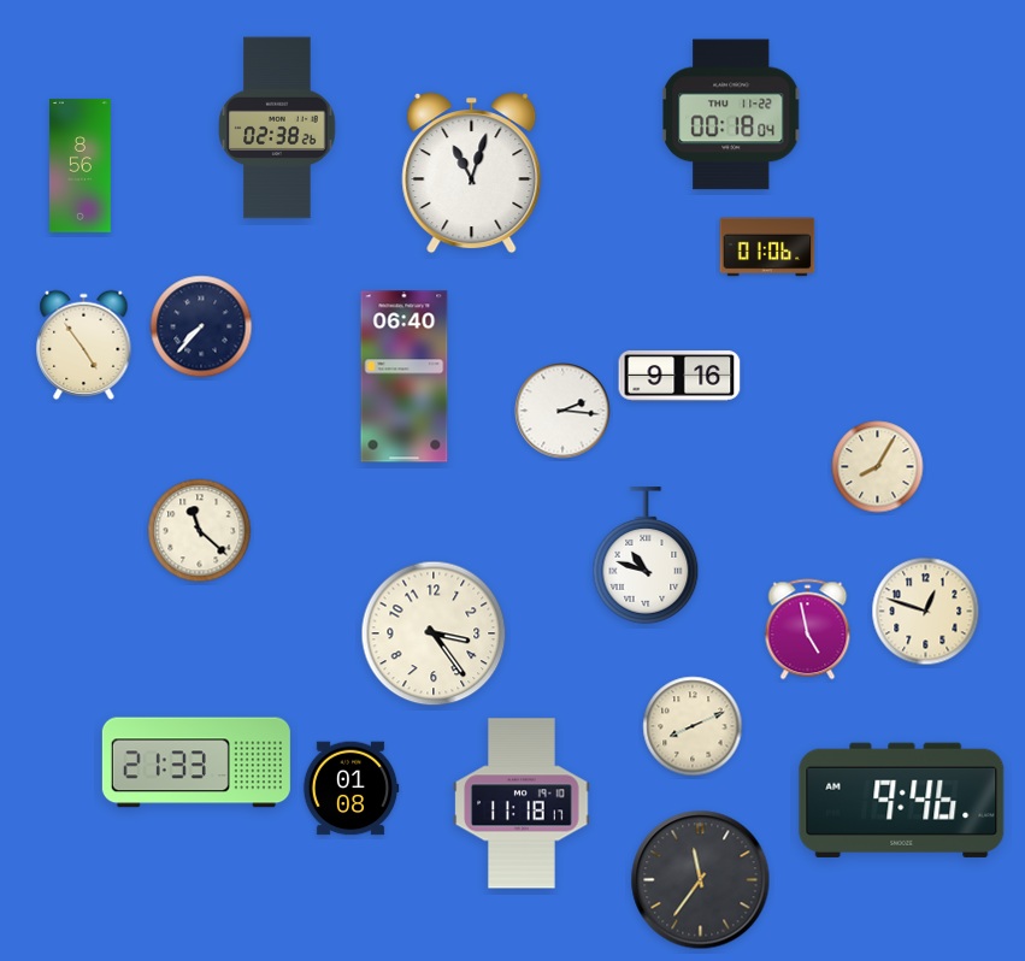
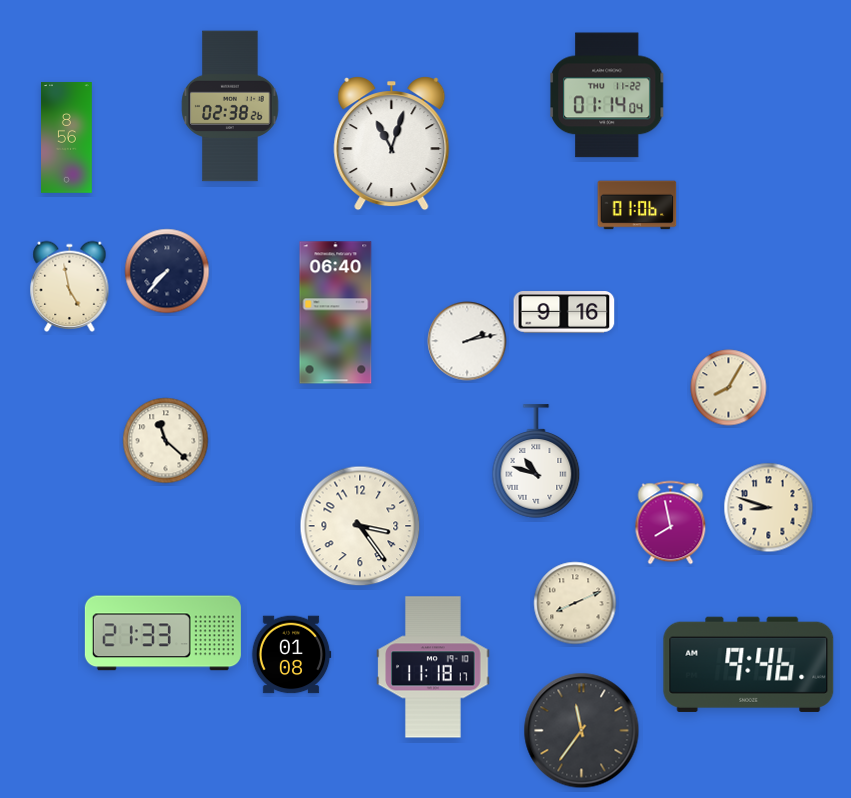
clock at (731, 114): 00:18 -> 01:14
clock at (84, 344): 4:54 -> 4:58
clock at (562, 411): 2:16 -> 2:13
clock at (926, 612): 12:48 -> 8:48
clock at (808, 630): 4:58 -> 7:58
